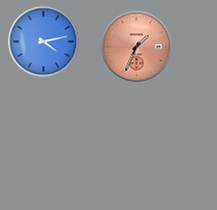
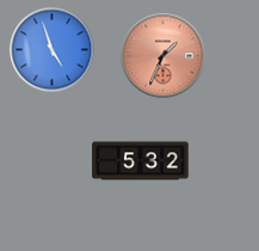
clock at (44, 42): 4:13 -> 4:57
clock at (141, 161): none -> 5:32
